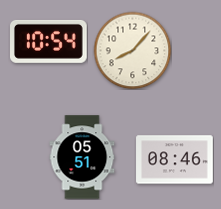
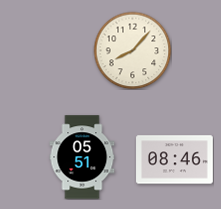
clock at (49, 41): 10:54 -> none
